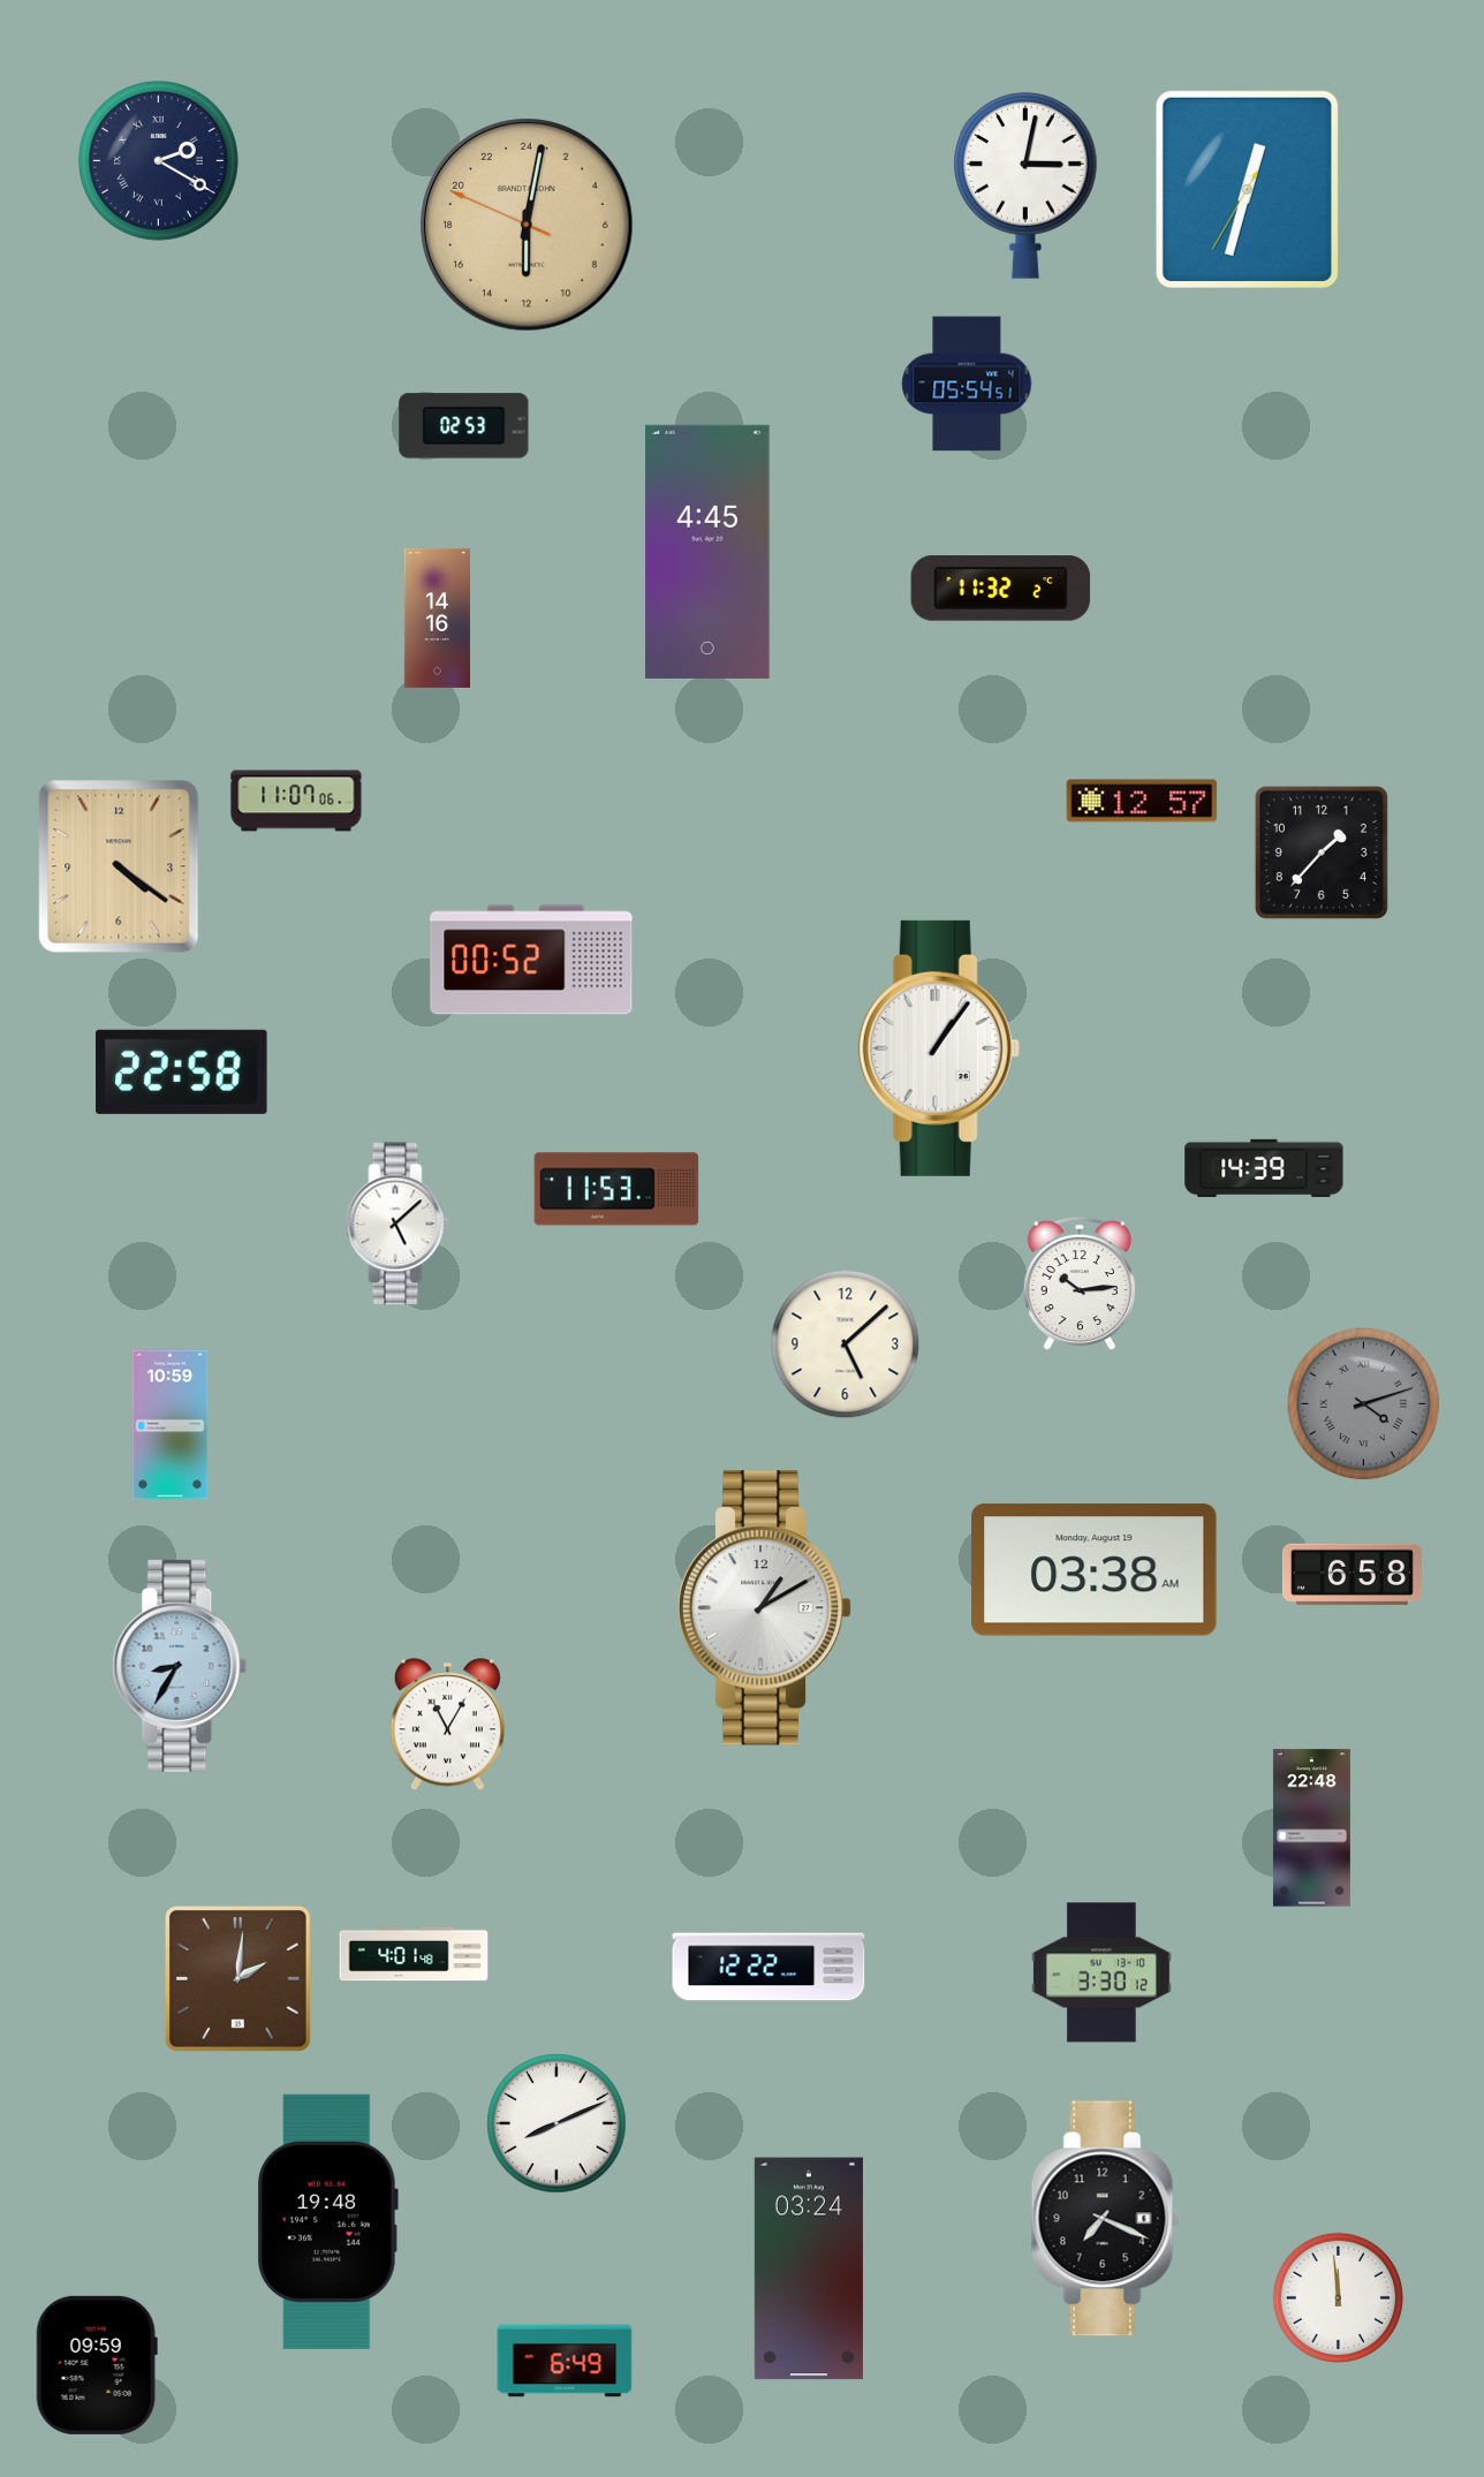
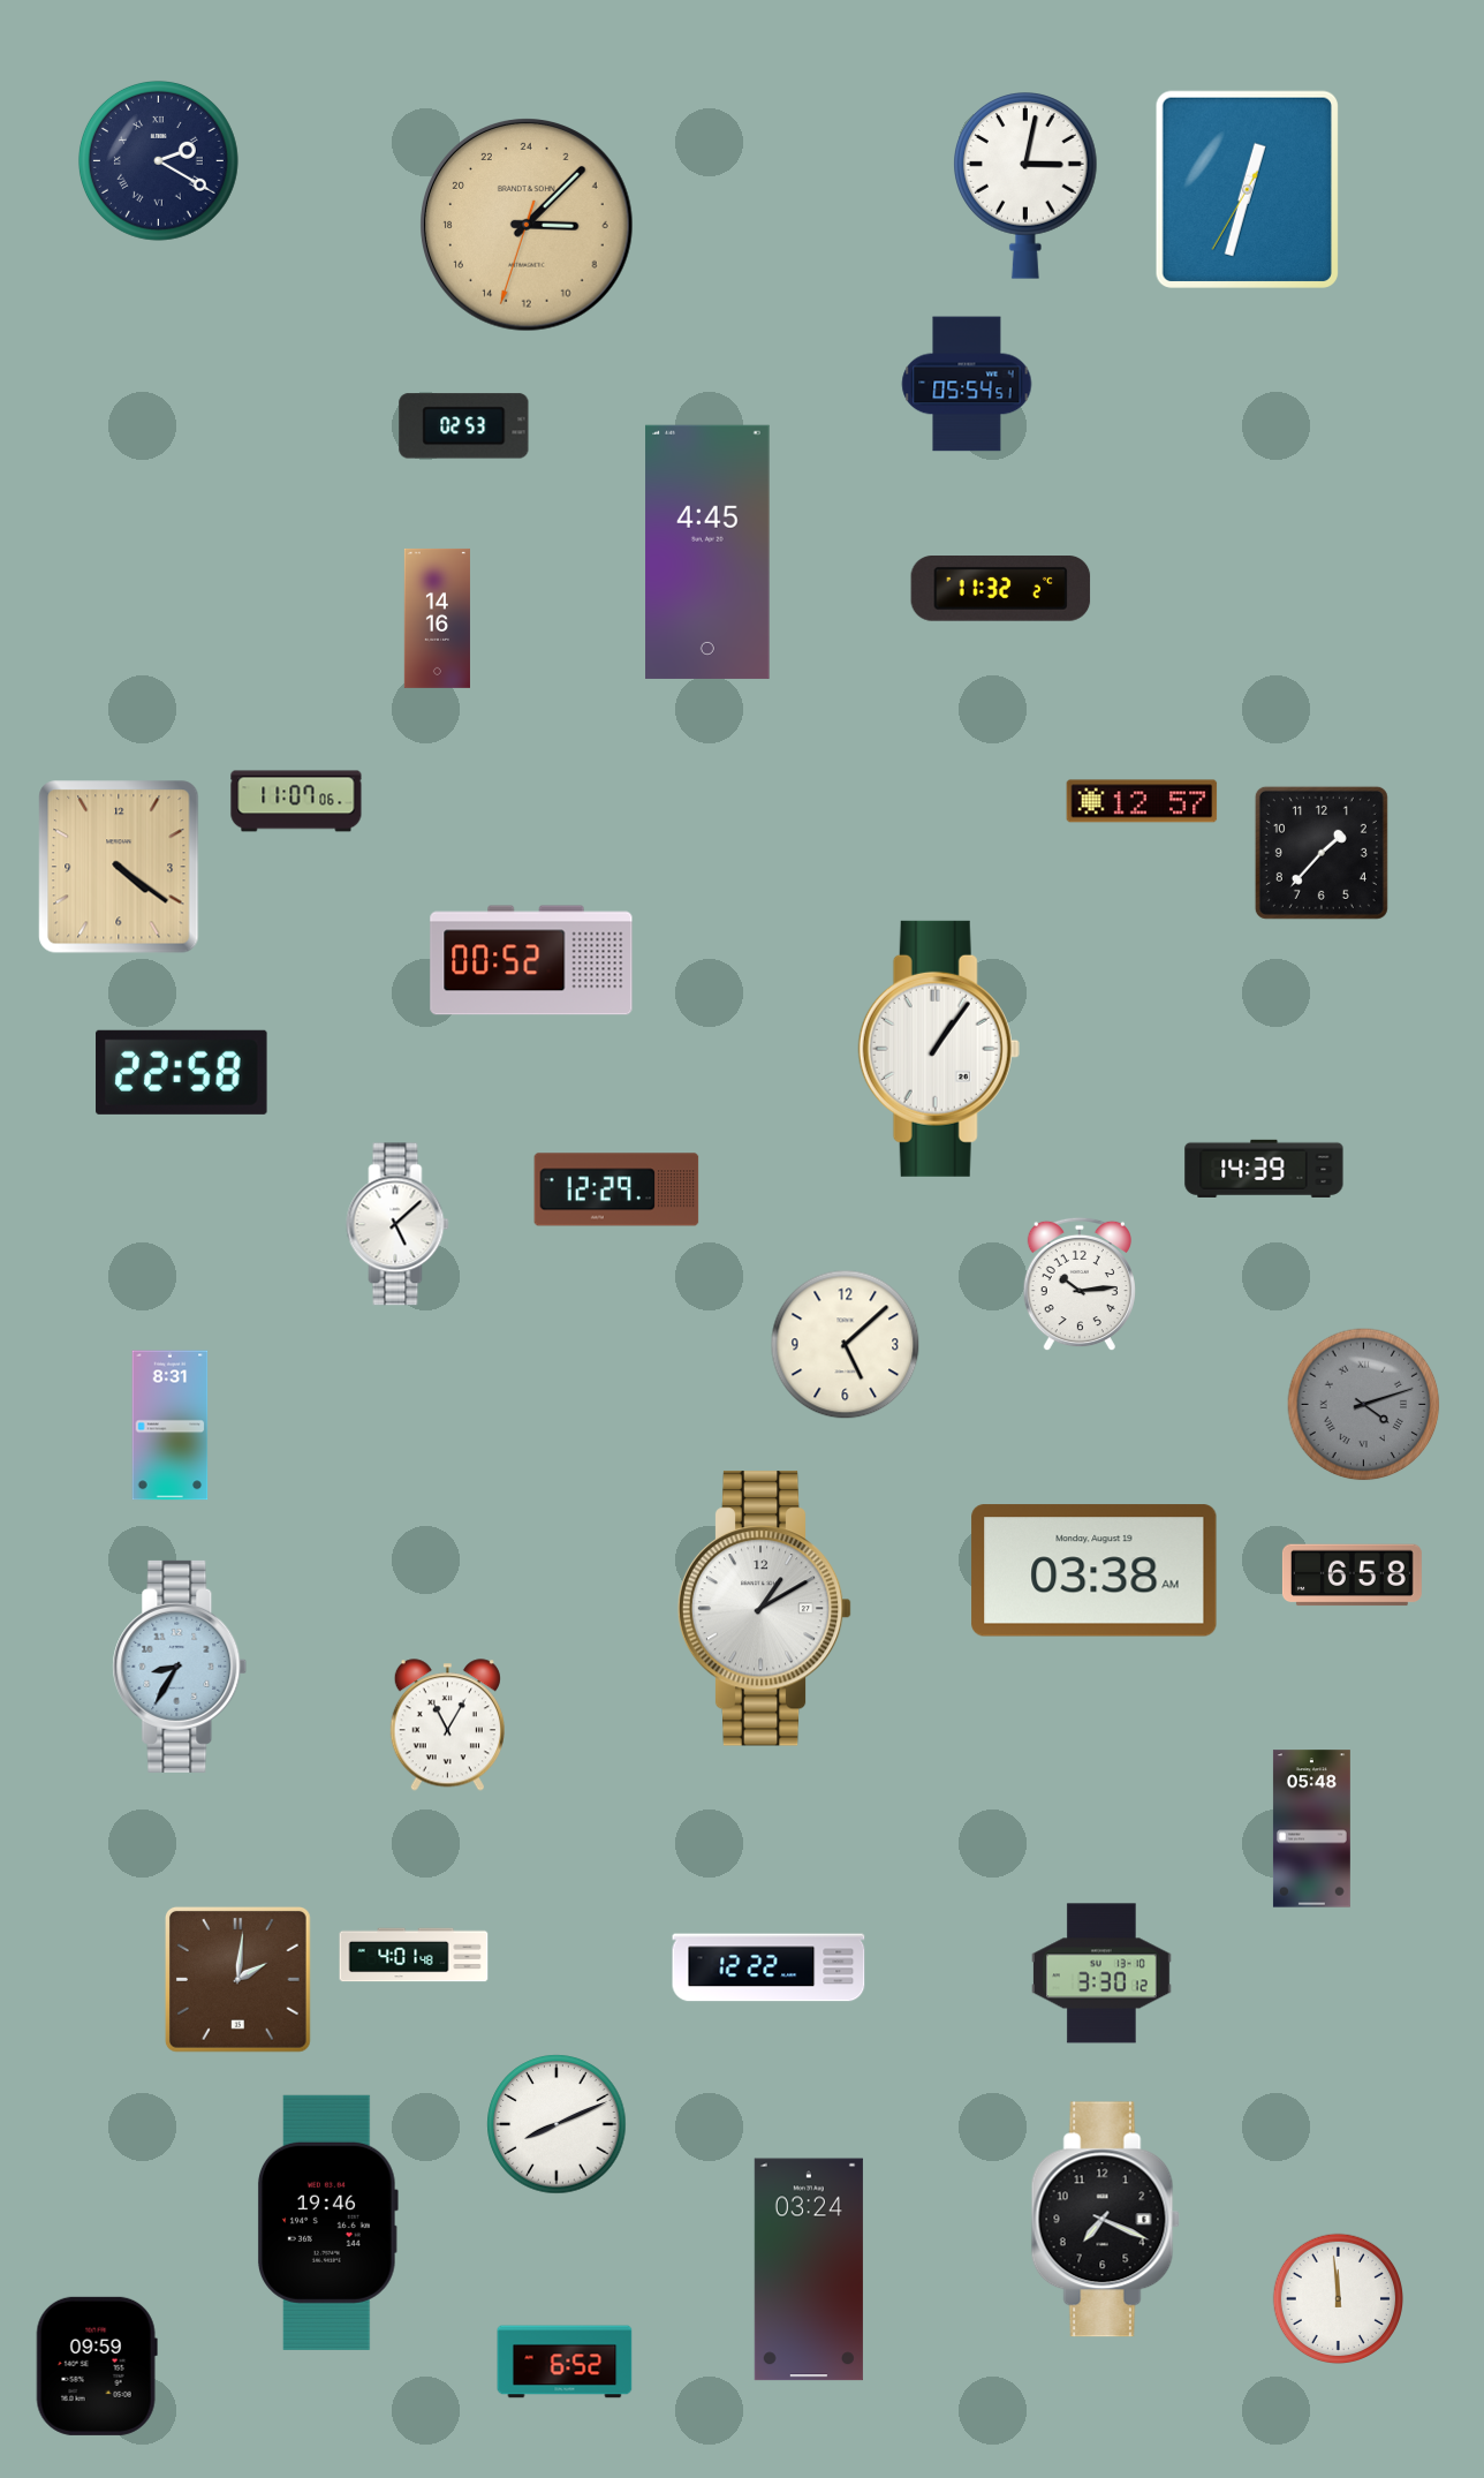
clock at (527, 225): 12:01 -> 6:07
clock at (616, 1189): 11:53 -> 12:29
clock at (171, 1425): 10:59 -> 8:31
clock at (1311, 1828): 22:48 -> 05:48
clock at (328, 2221): 19:48 -> 19:46
clock at (565, 2361): 6:49 -> 6:52
